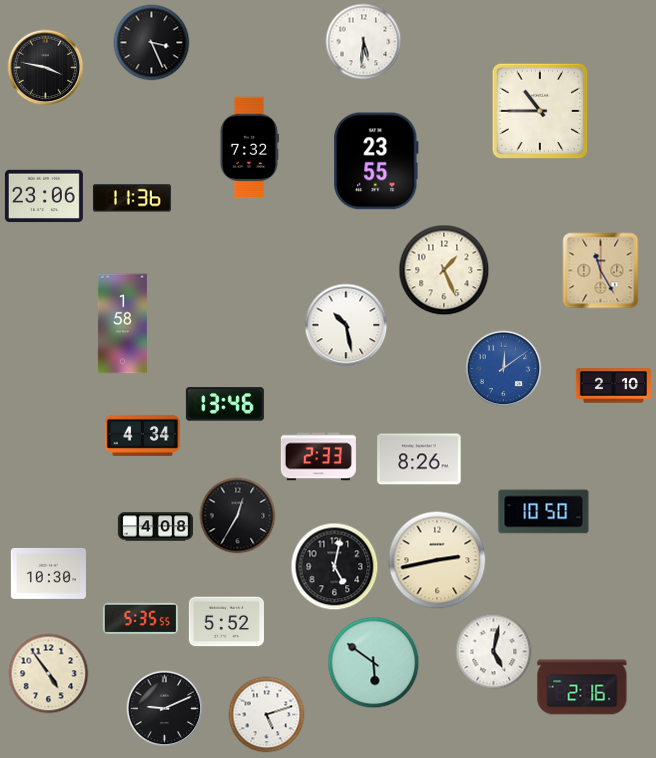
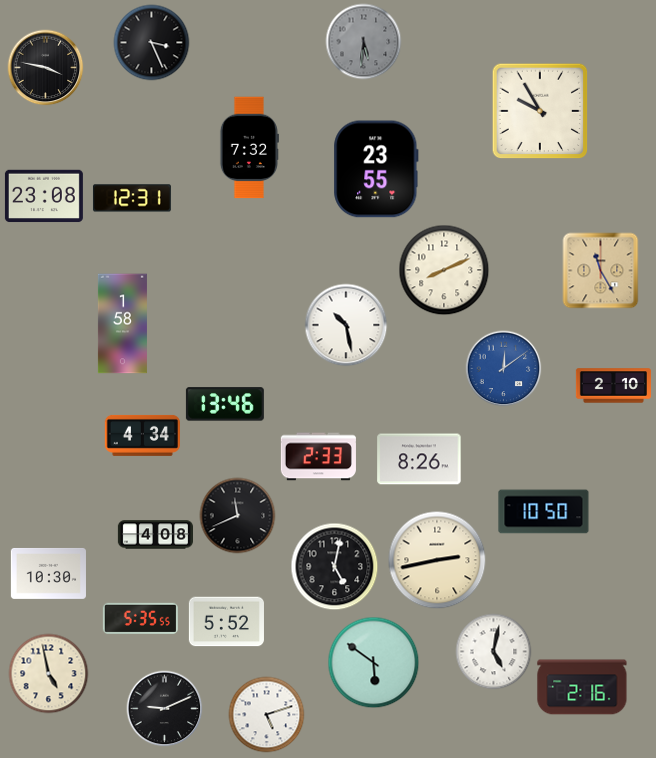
clock at (364, 42) dial: white -> grey
clock at (540, 111): 10:45 -> 9:55
clock at (376, 161) position: (376, 161) -> (376, 169)
clock at (44, 196): 23:06 -> 23:08
clock at (132, 198): 11:36 -> 12:31
clock at (444, 270): 1:26 -> 8:11
clock at (238, 516): 12:35 -> 11:41
clock at (155, 527) position: (155, 527) -> (155, 535)
clock at (49, 674): 4:54 -> 4:58
